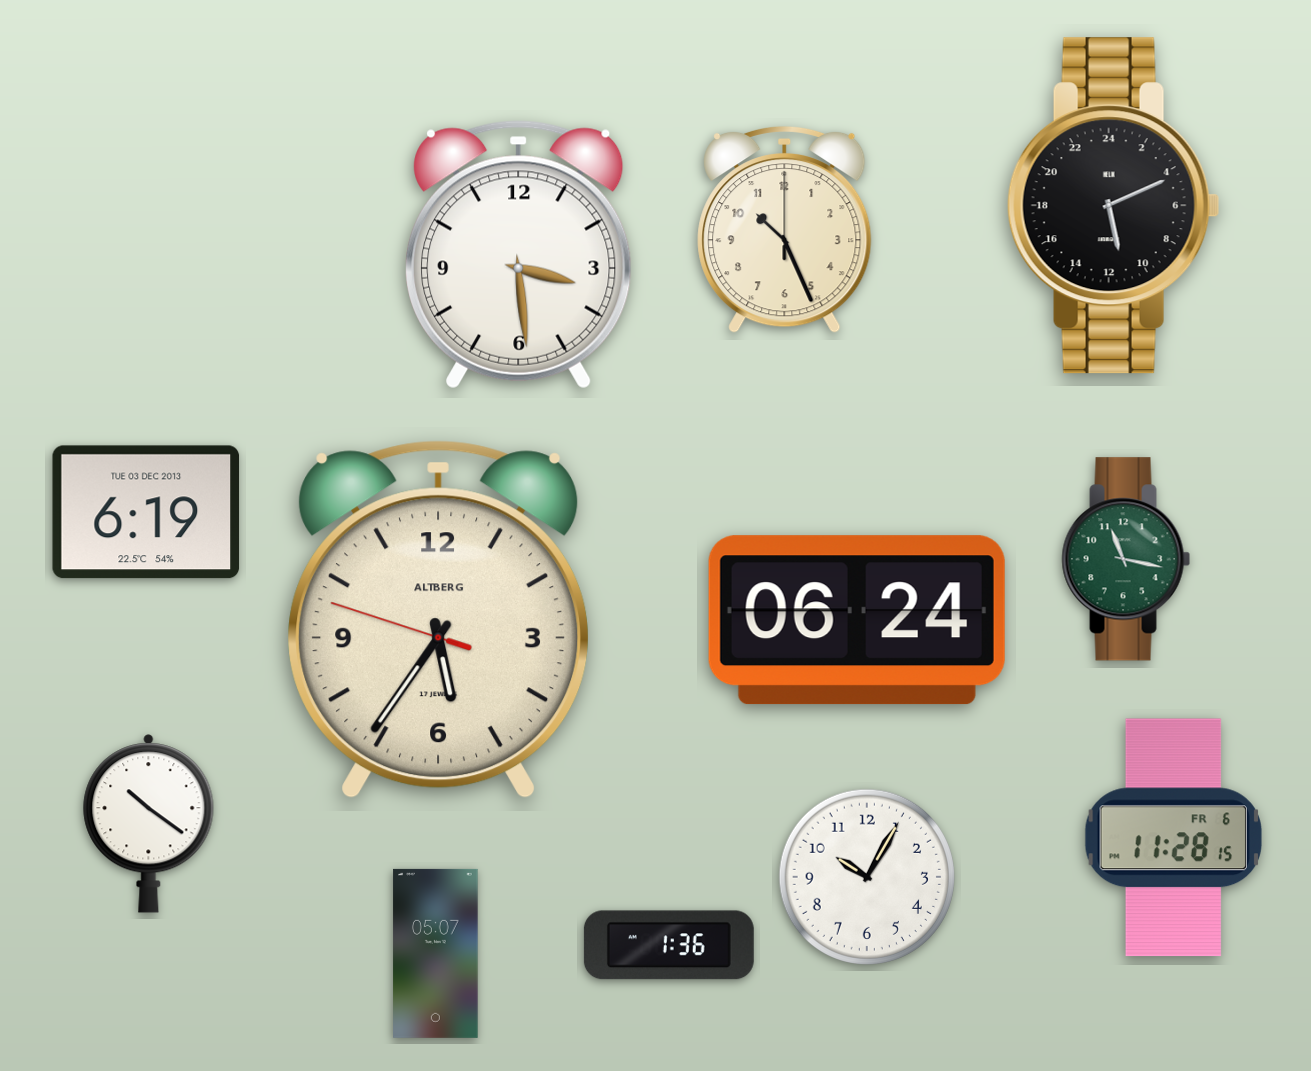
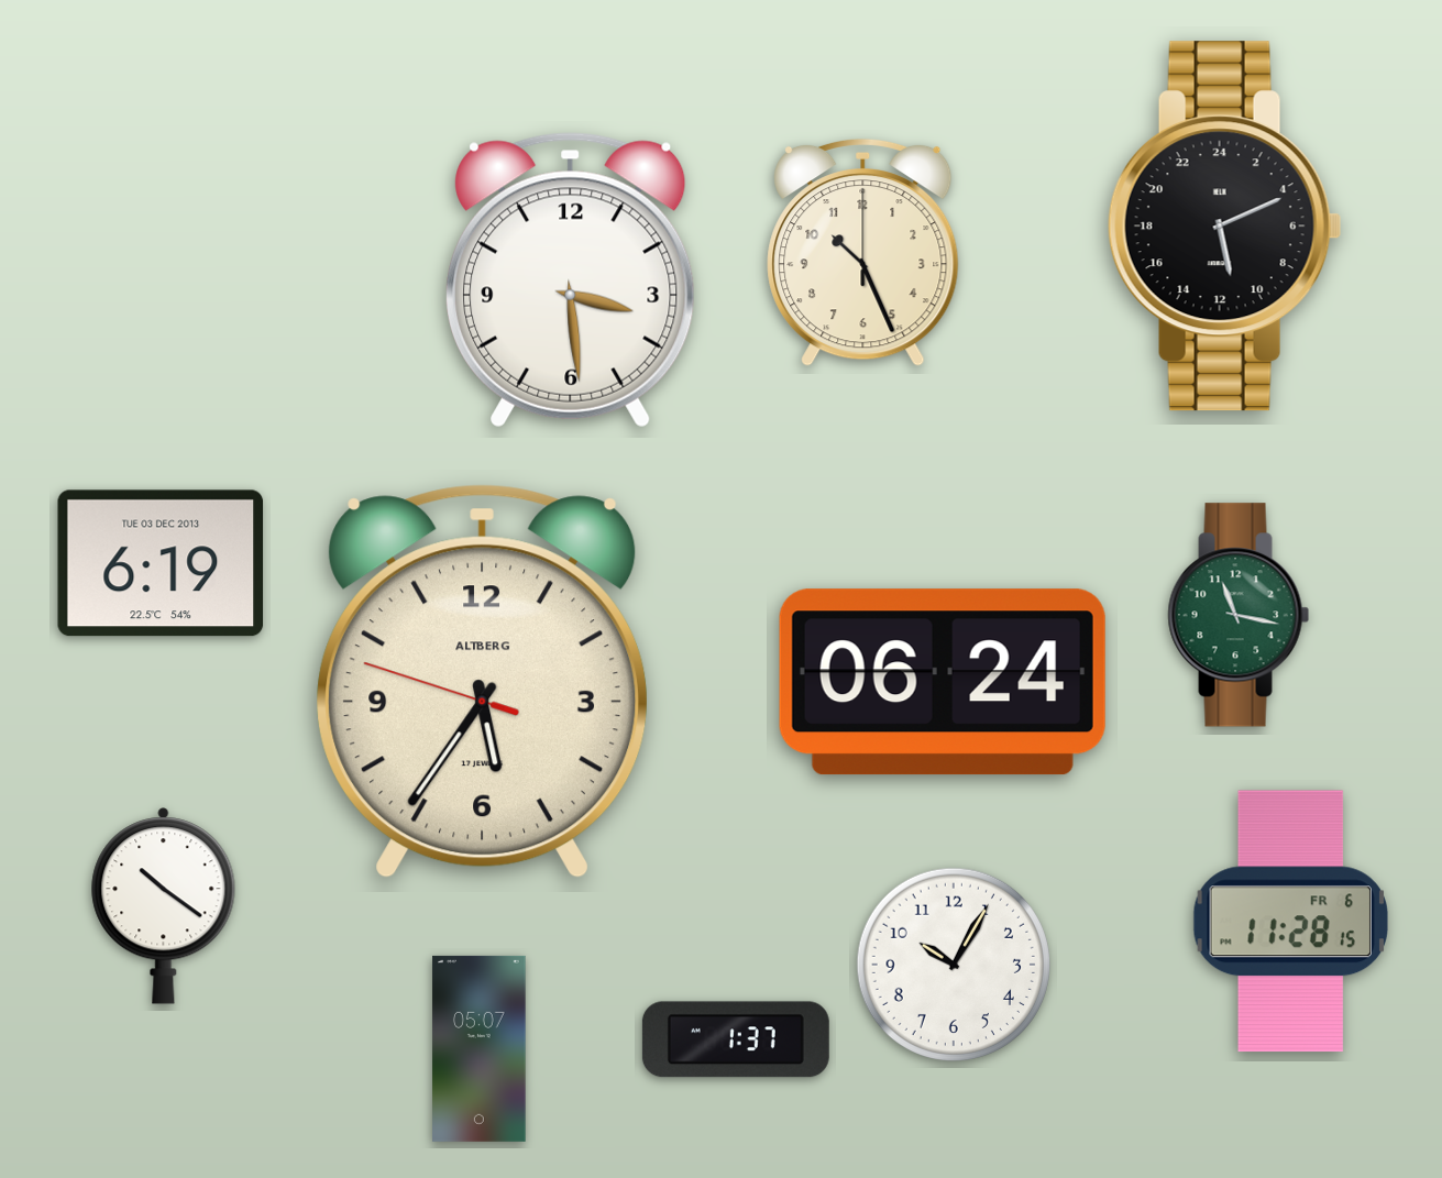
clock at (669, 945): 1:36 -> 1:37
